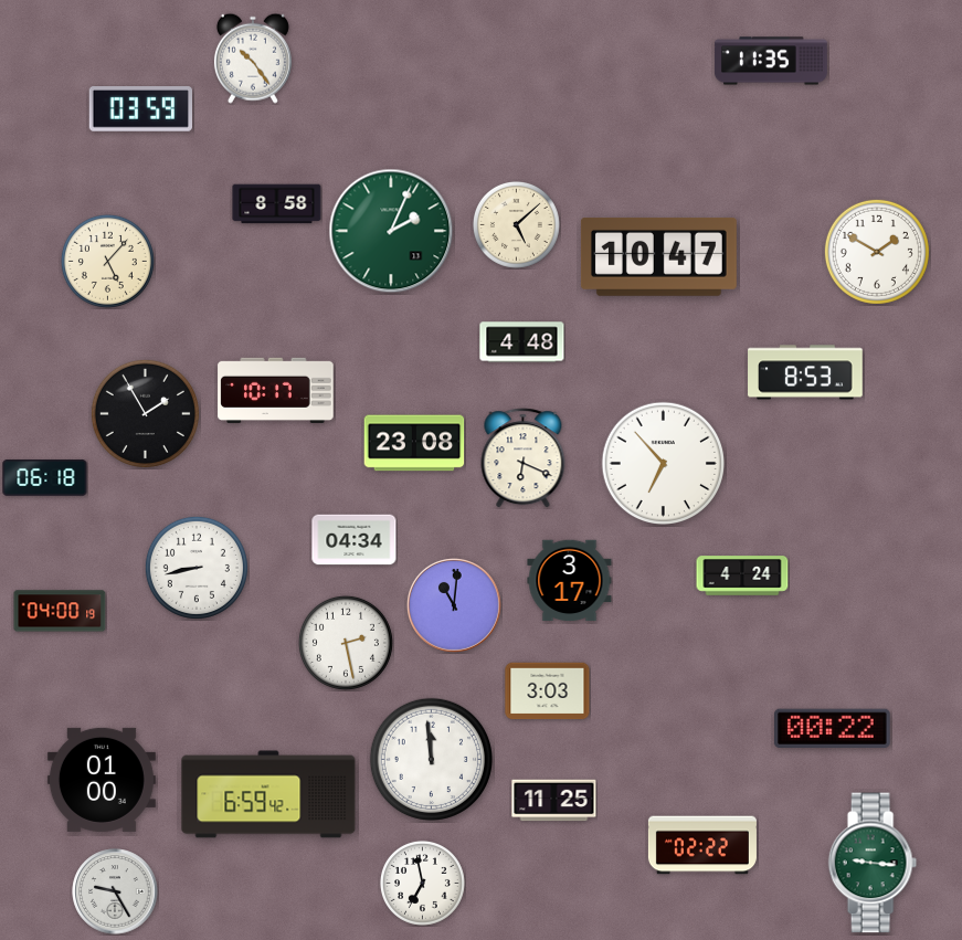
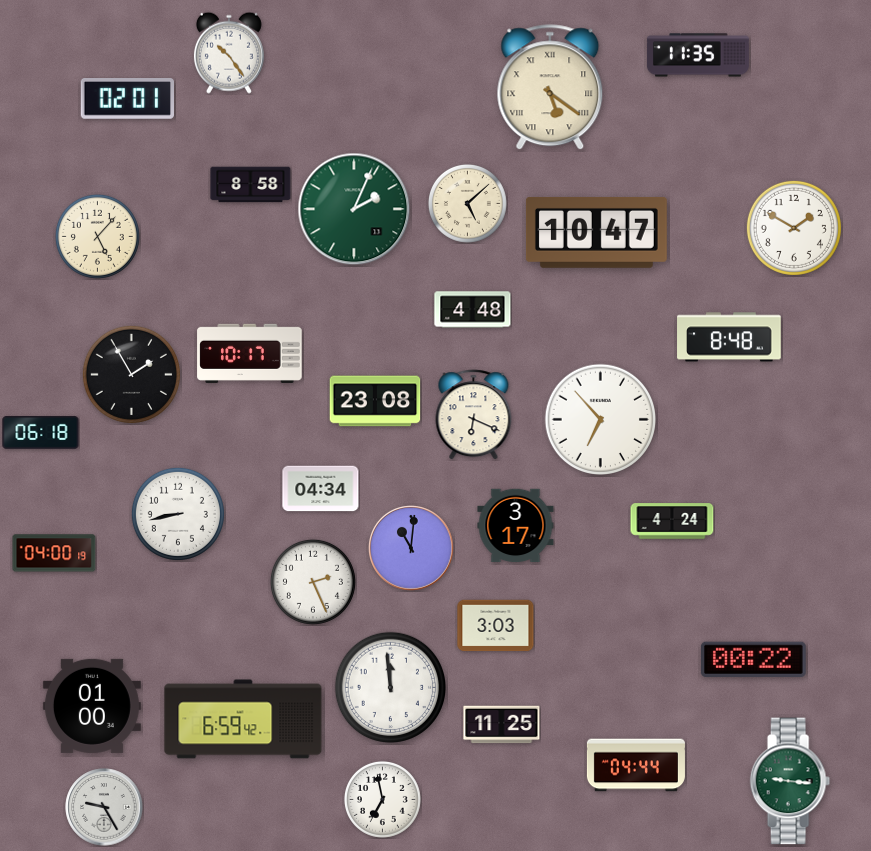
clock at (550, 88): none -> 5:21
clock at (140, 109): 03:59 -> 02:01
clock at (805, 372): 8:53 -> 8:48
clock at (346, 643): 2:28 -> 2:26
clock at (702, 845): 02:22 -> 04:44
